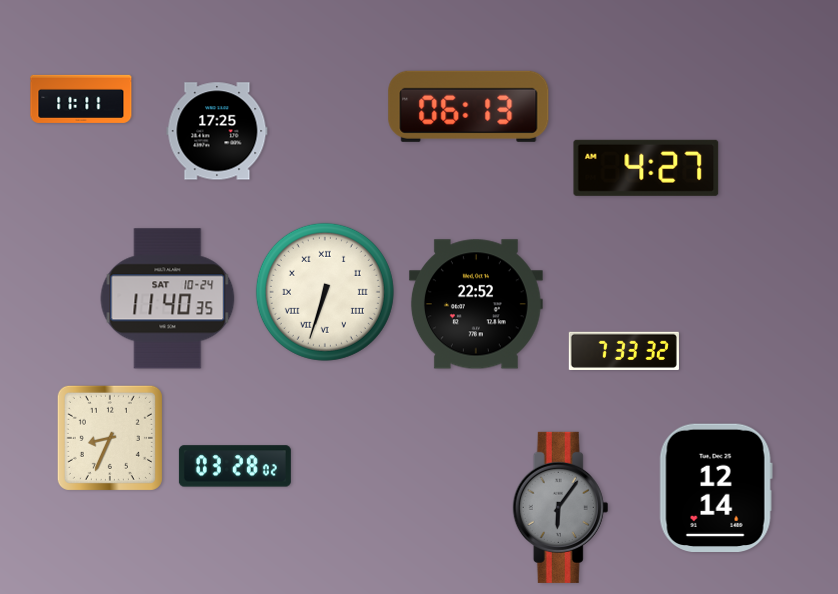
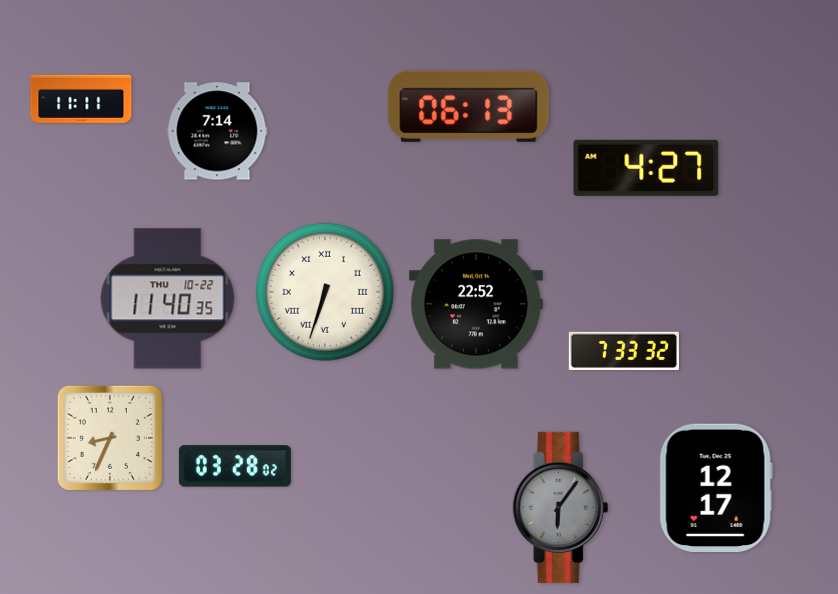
clock at (217, 131): 17:25 -> 7:14
clock at (168, 299) date: SAT 10-24 -> THU 10-22
clock at (716, 488): 12:14 -> 12:17
